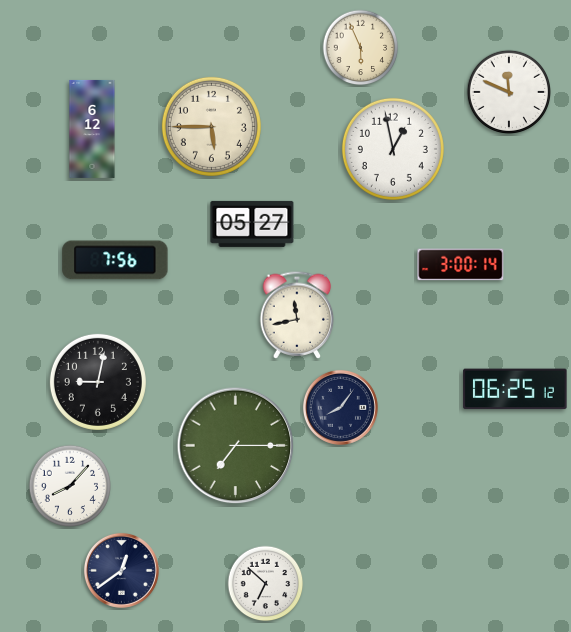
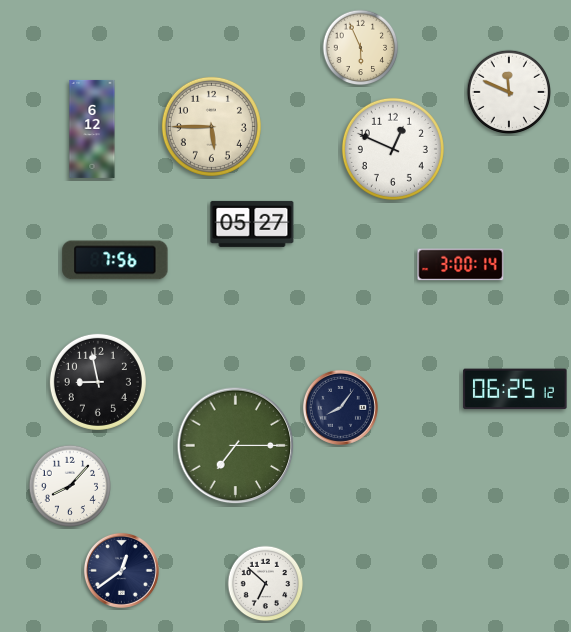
clock at (393, 149): 12:58 -> 12:49
clock at (297, 315): 11:43 -> none
clock at (98, 382): 9:02 -> 8:58
